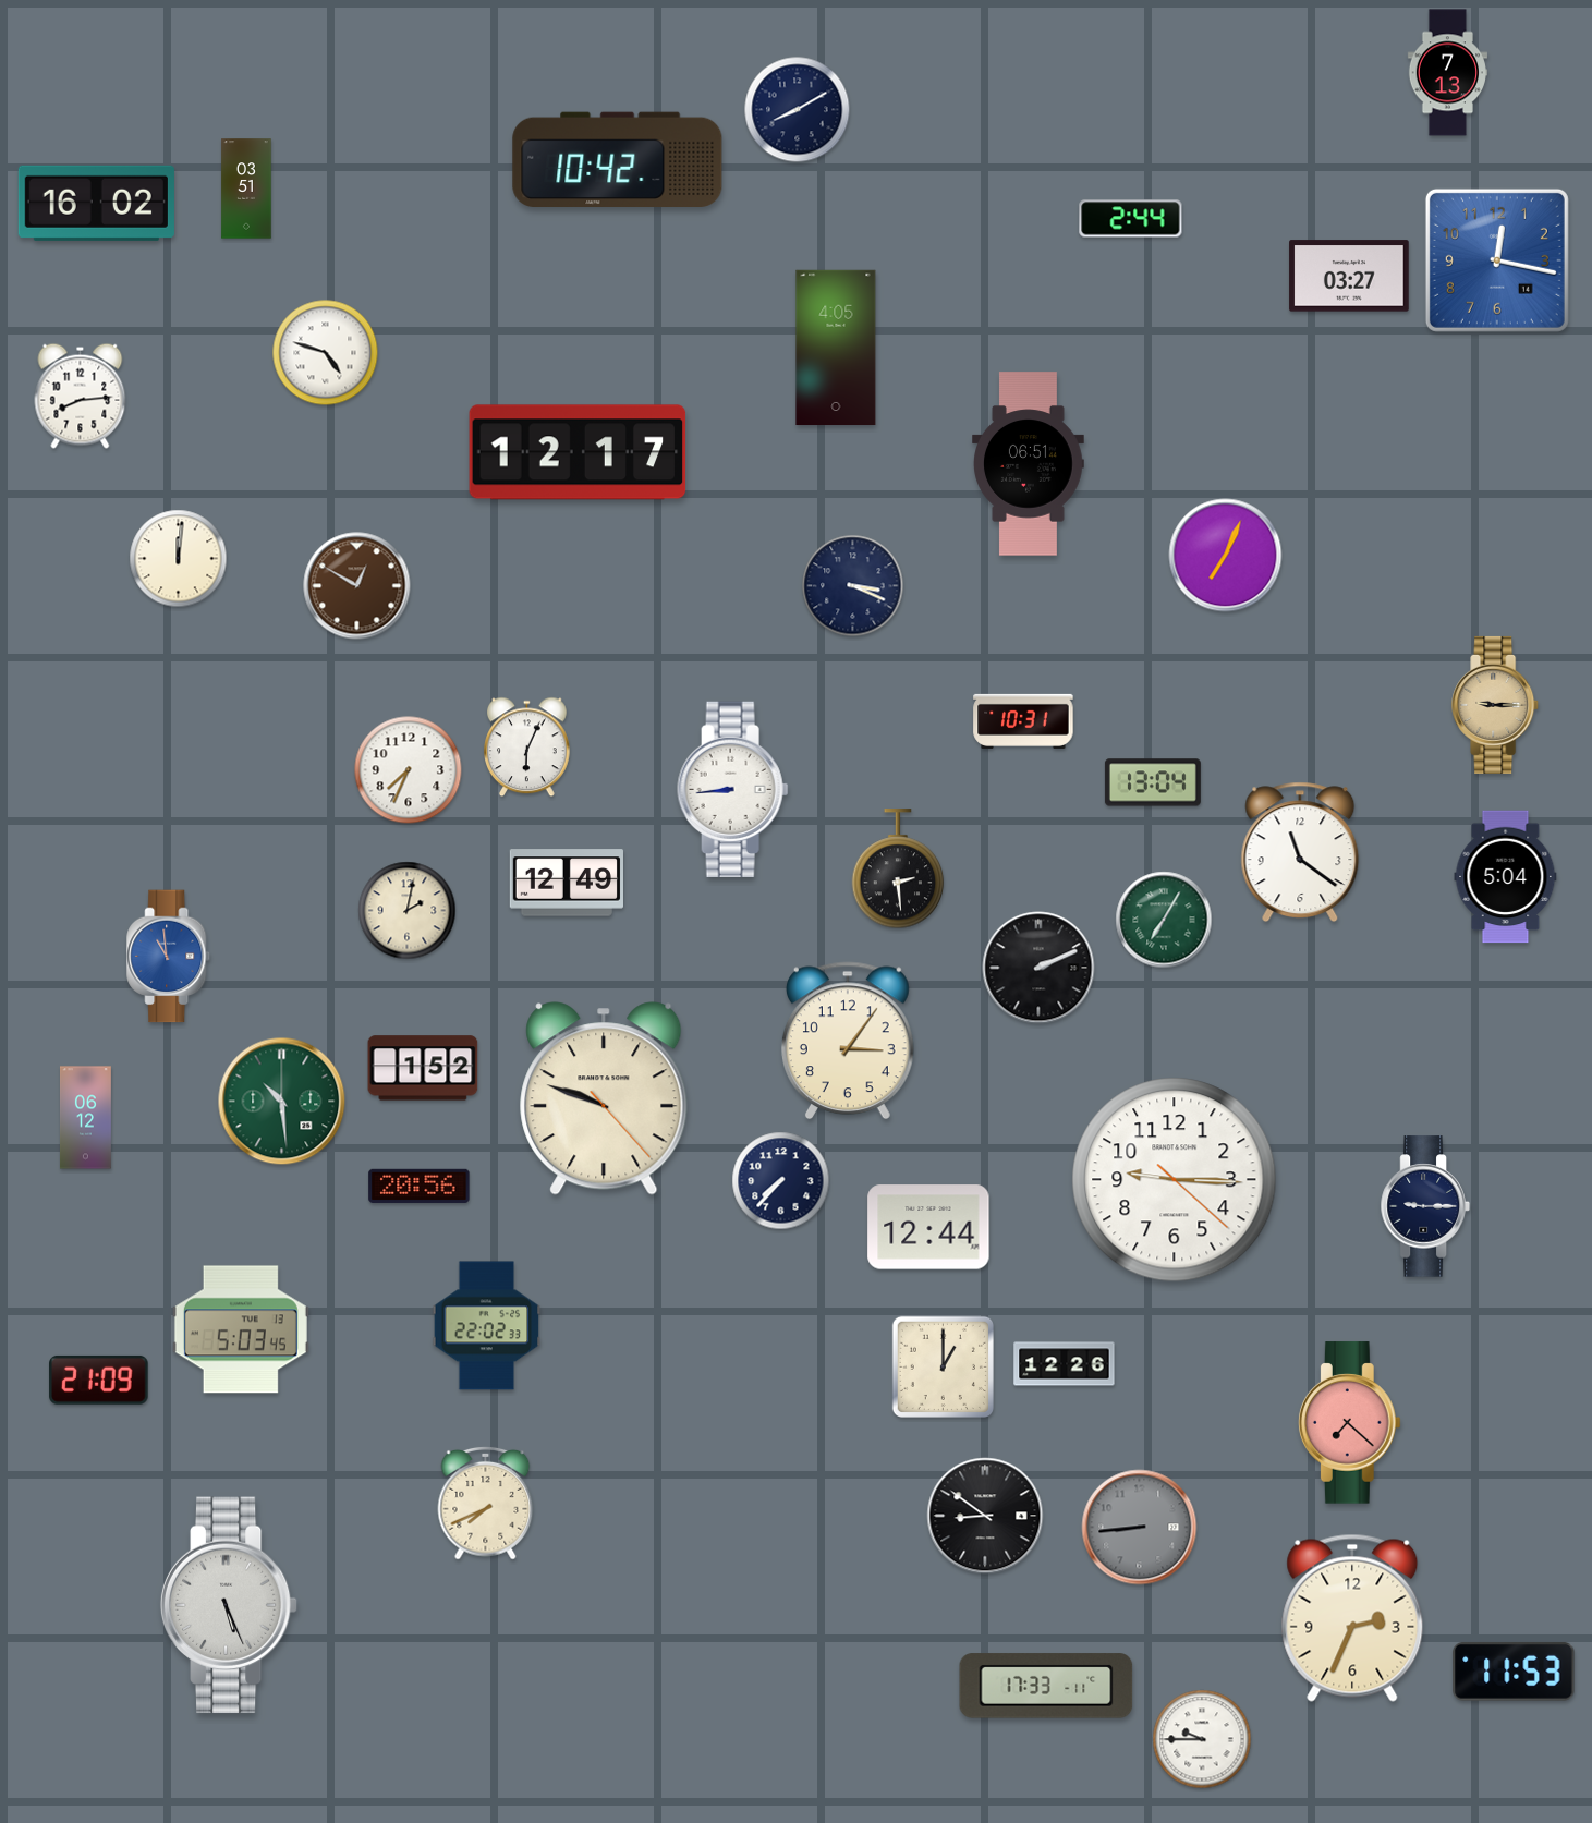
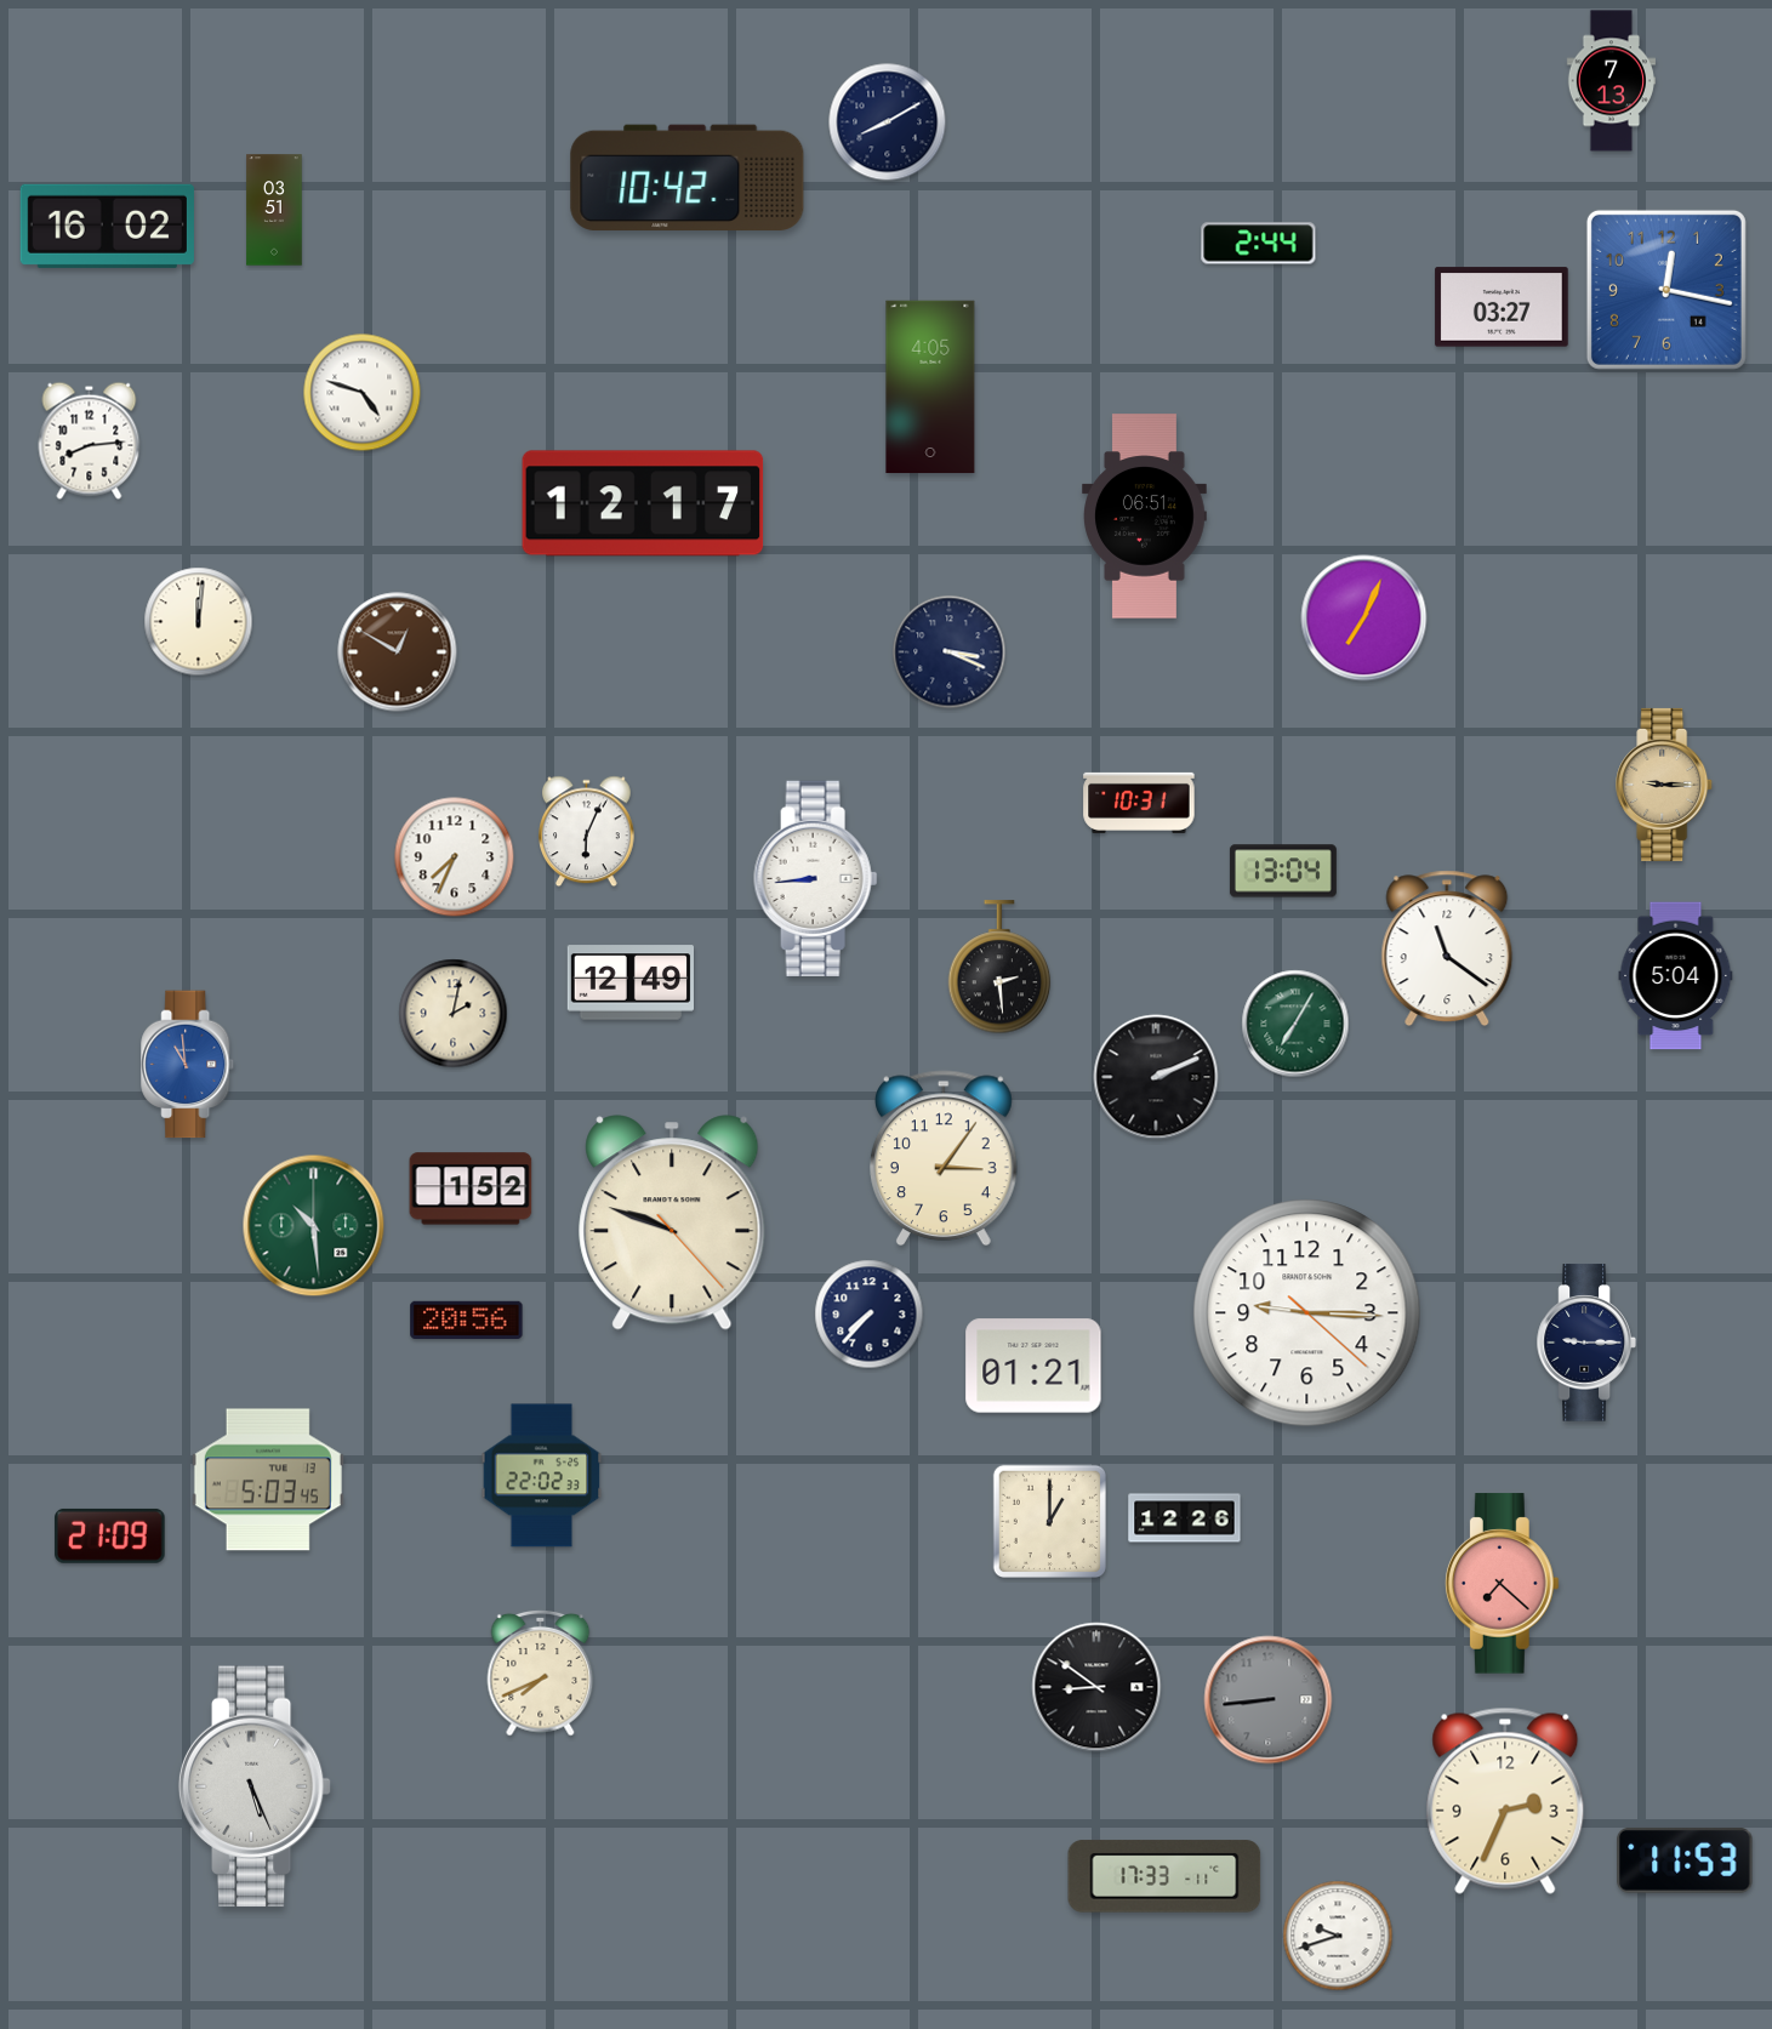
clock at (85, 1118): 06:12 -> none
clock at (928, 1227): 12:44 -> 01:21
clock at (1202, 1739): 9:45 -> 9:42
